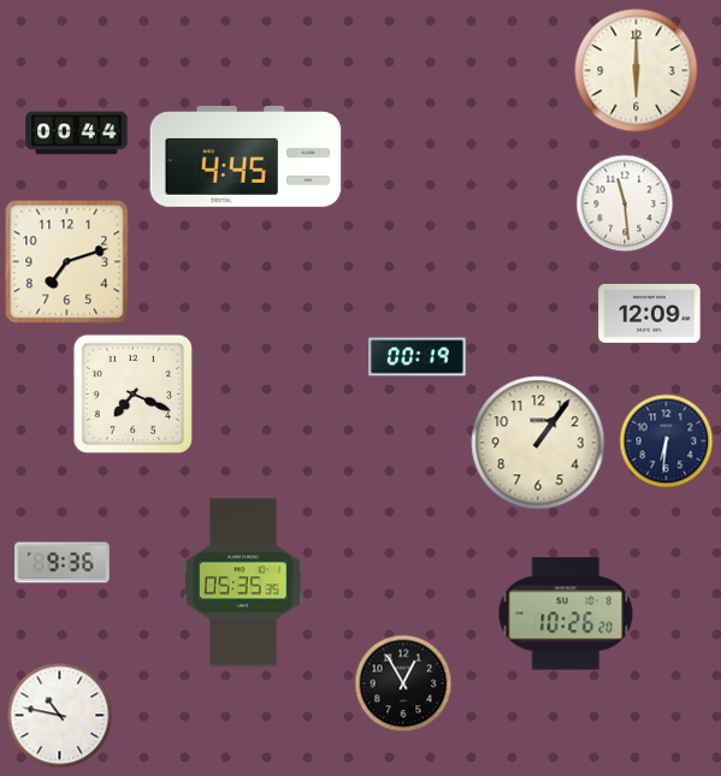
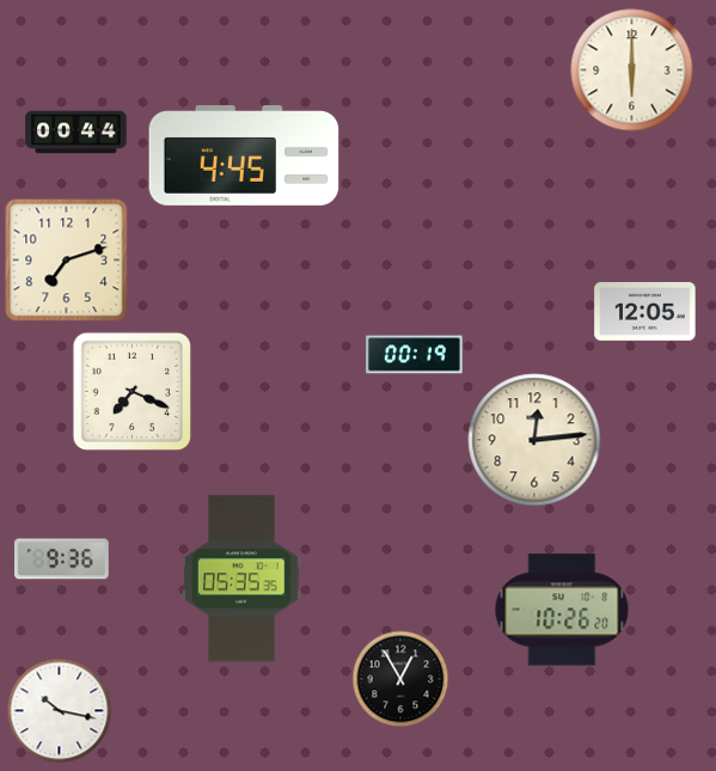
clock at (625, 203): 11:29 -> none
clock at (650, 313): 12:09 -> 12:05
clock at (666, 440): 6:31 -> none
clock at (538, 443): 1:06 -> 12:14
clock at (59, 715): 10:47 -> 10:17
